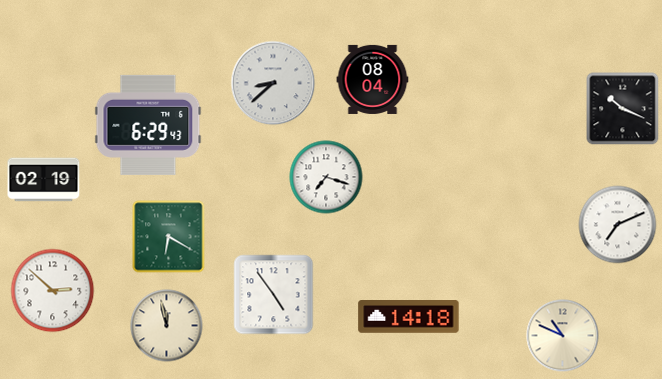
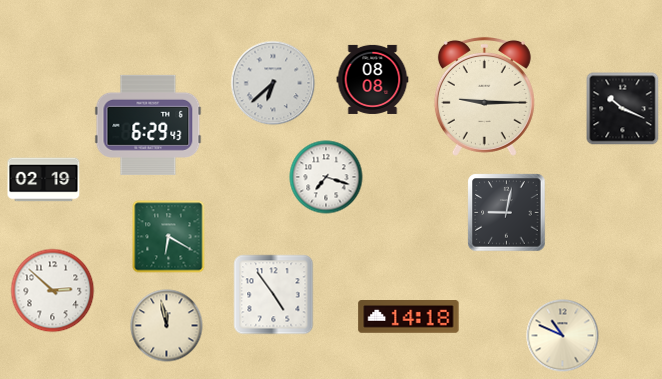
clock at (373, 79): 08:04 -> 08:08
clock at (273, 83): 8:38 -> 6:38
clock at (484, 96): none -> 9:15
clock at (507, 213): none -> 9:02
clock at (618, 225): 7:11 -> none
